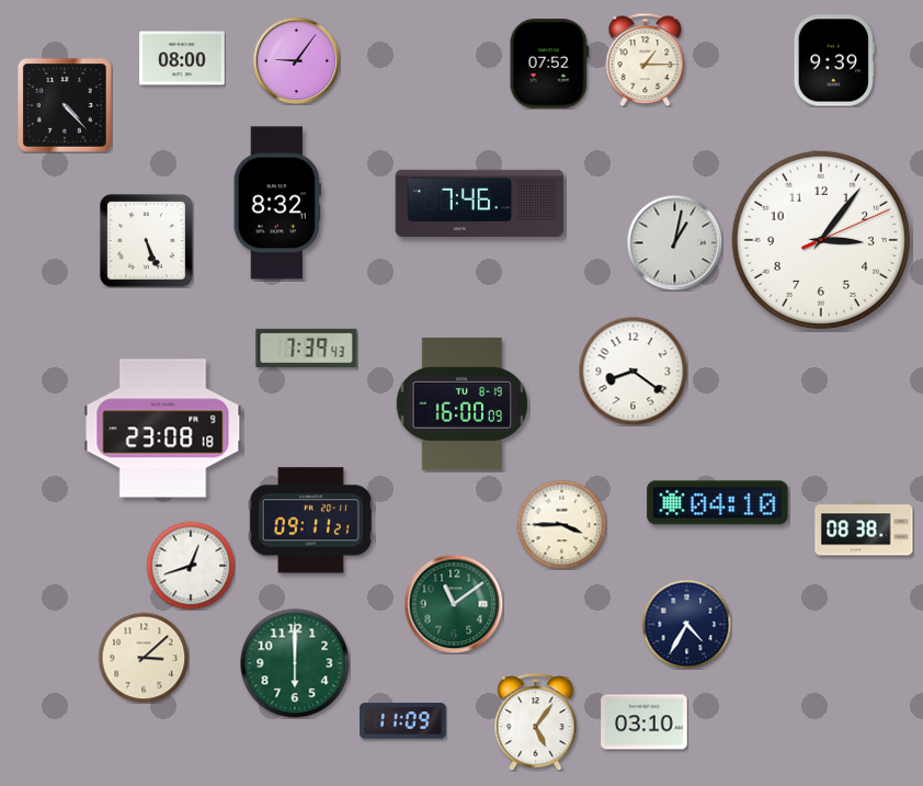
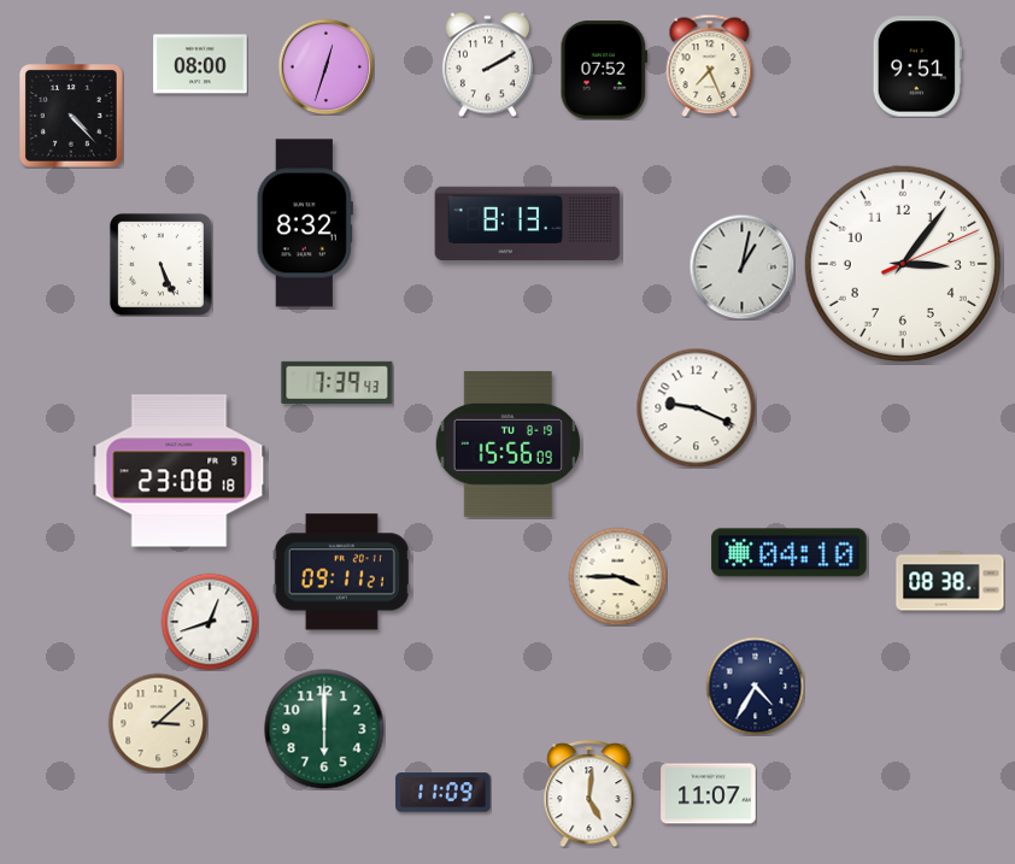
clock at (487, 64): none -> 2:10
clock at (646, 59): 1:15 -> 7:26
clock at (296, 60): 9:06 -> 12:33
clock at (834, 60): 9:39 -> 9:51
clock at (480, 204): 7:46 -> 8:13
clock at (634, 372): 8:21 -> 9:19
clock at (461, 403): 16:00 -> 15:56
clock at (454, 604): 11:09 -> none
clock at (536, 722): 5:06 -> 5:01
clock at (645, 722): 03:10 -> 11:07
